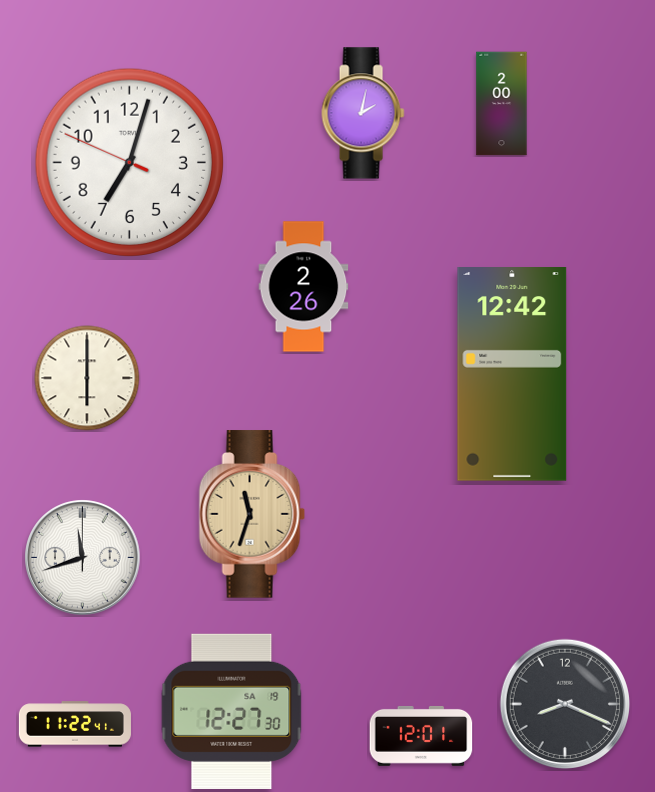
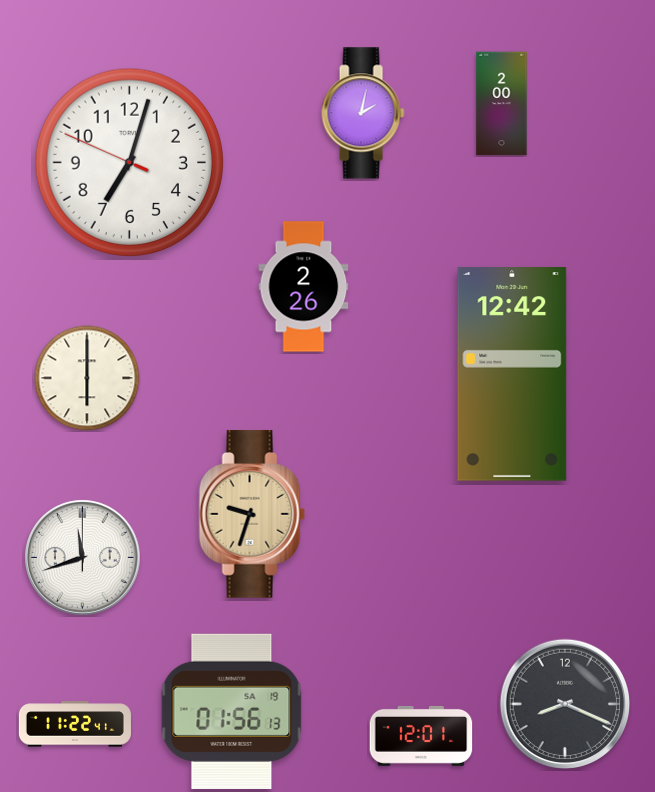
clock at (252, 514): 11:33 -> 9:33
clock at (232, 711): 12:27 -> 01:56
